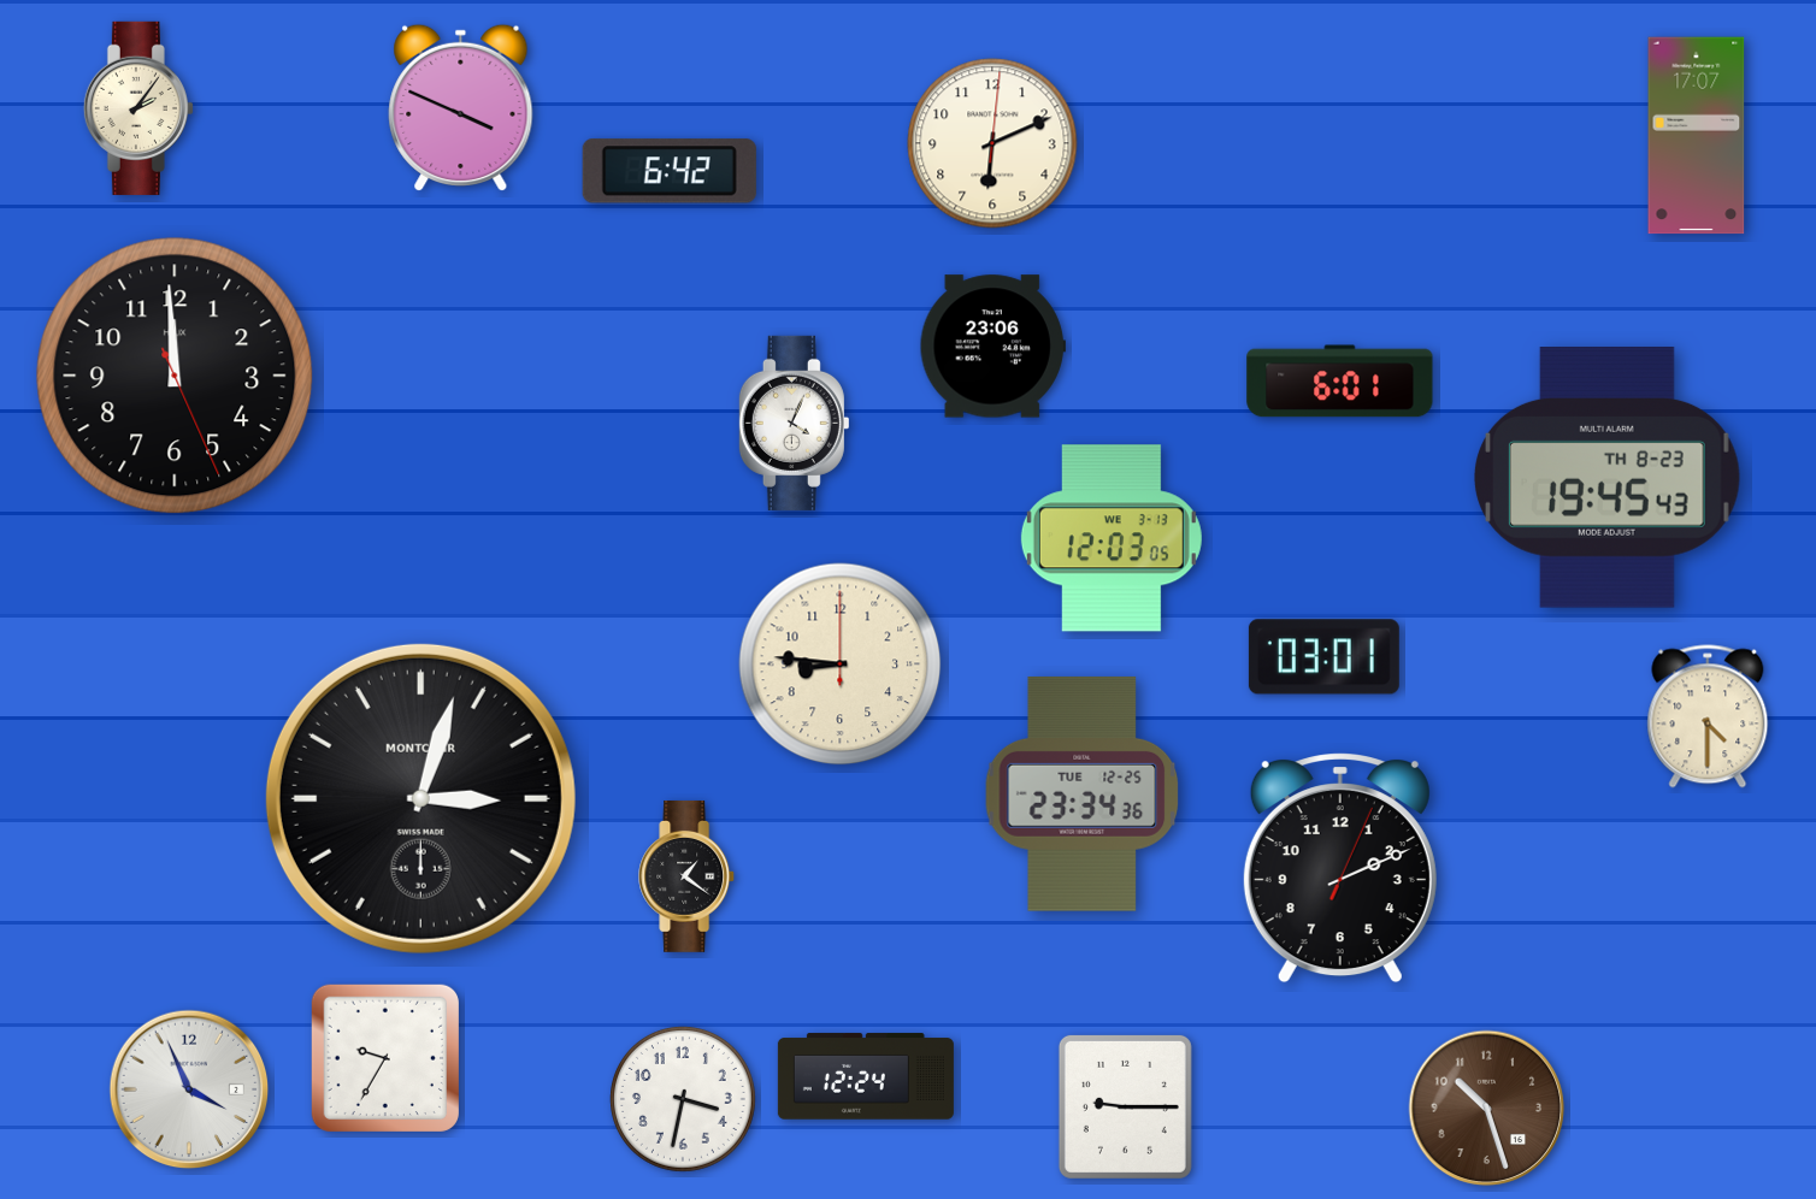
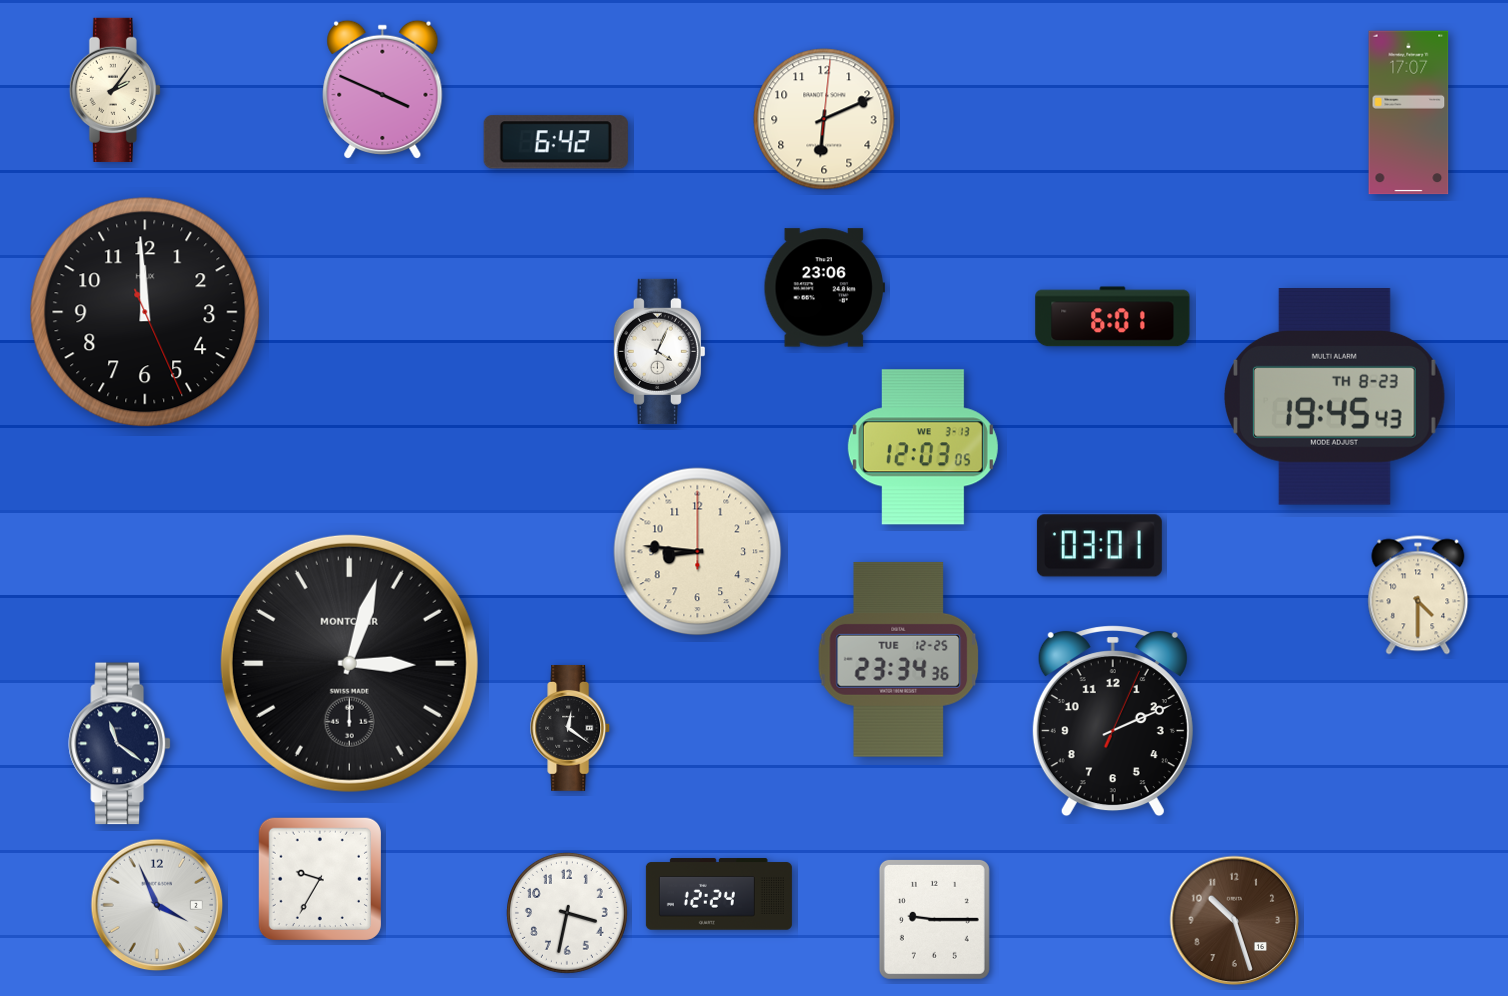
clock at (688, 876): 1:21 -> 12:21
clock at (119, 744): none -> 11:21
